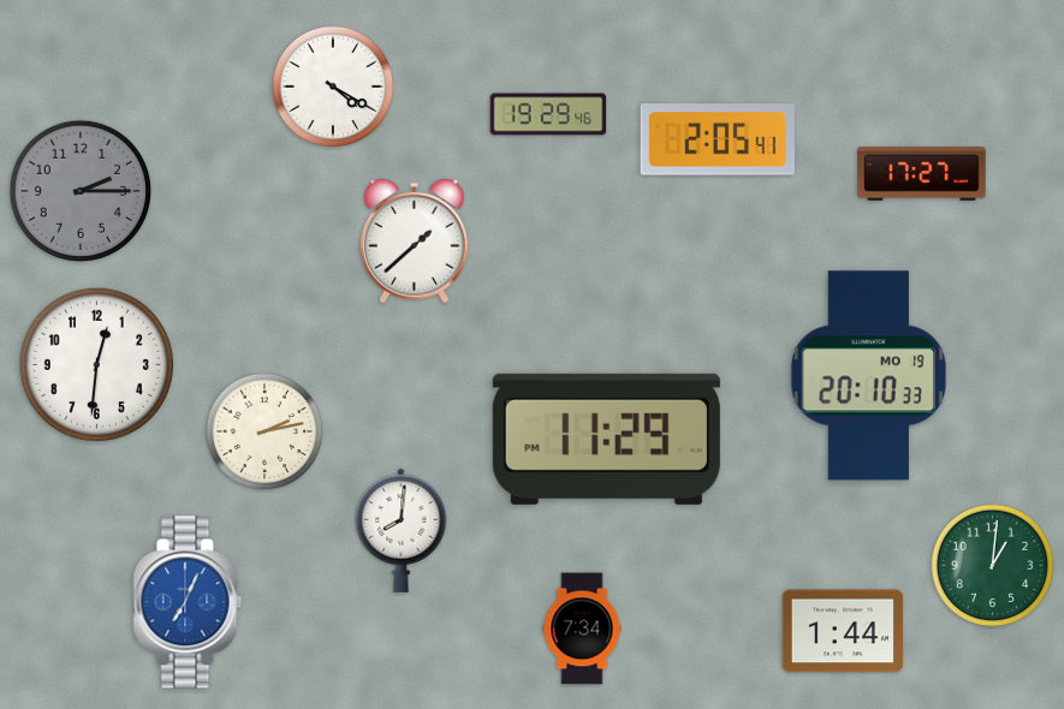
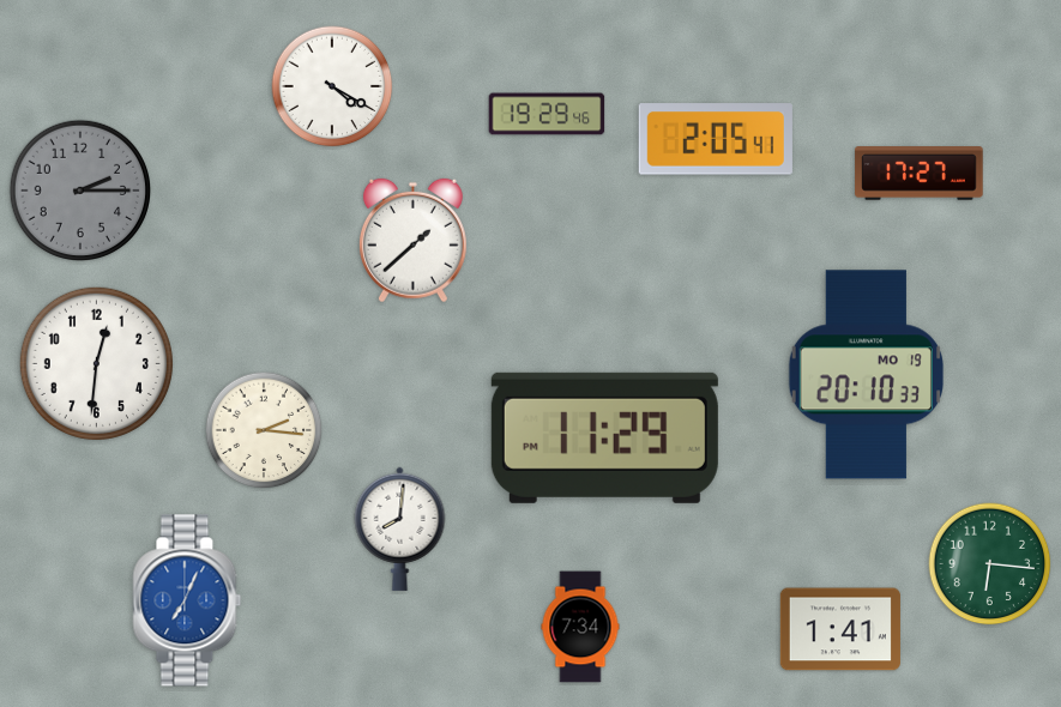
clock at (264, 431): 2:13 -> 2:16
clock at (993, 566): 1:01 -> 6:16
clock at (843, 631): 1:44 -> 1:41
